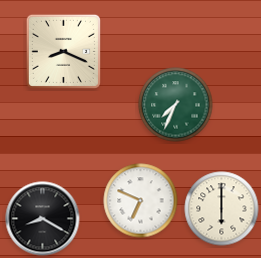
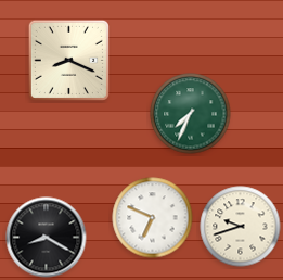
clock at (63, 51) position: (63, 51) -> (68, 60)
clock at (222, 209): 6:00 -> 9:42
